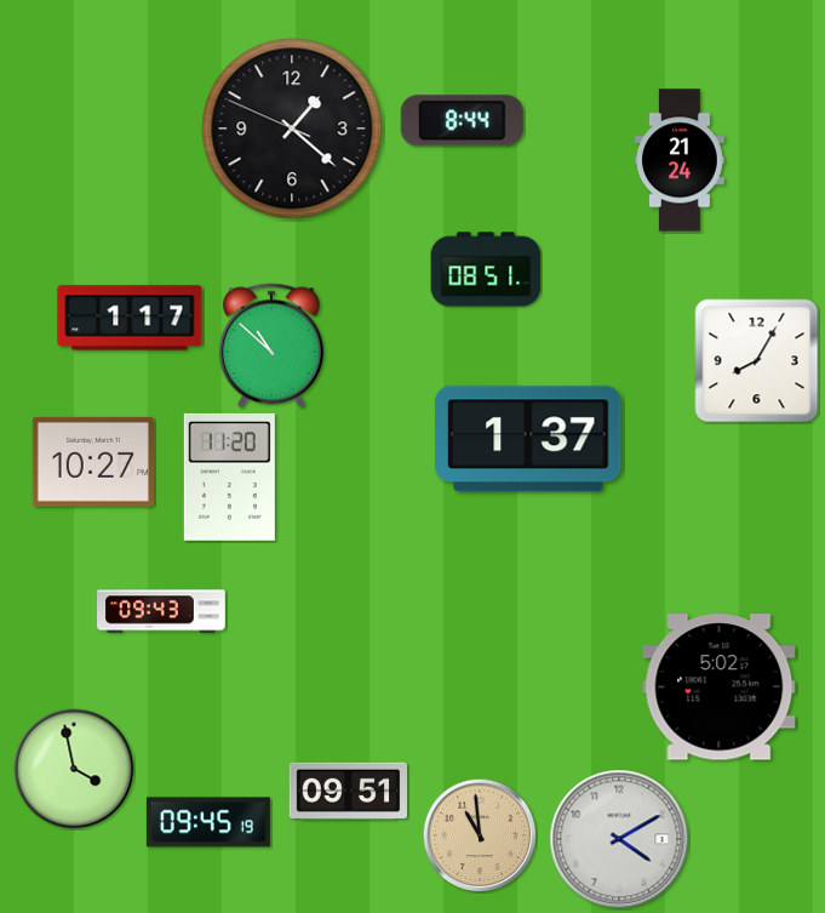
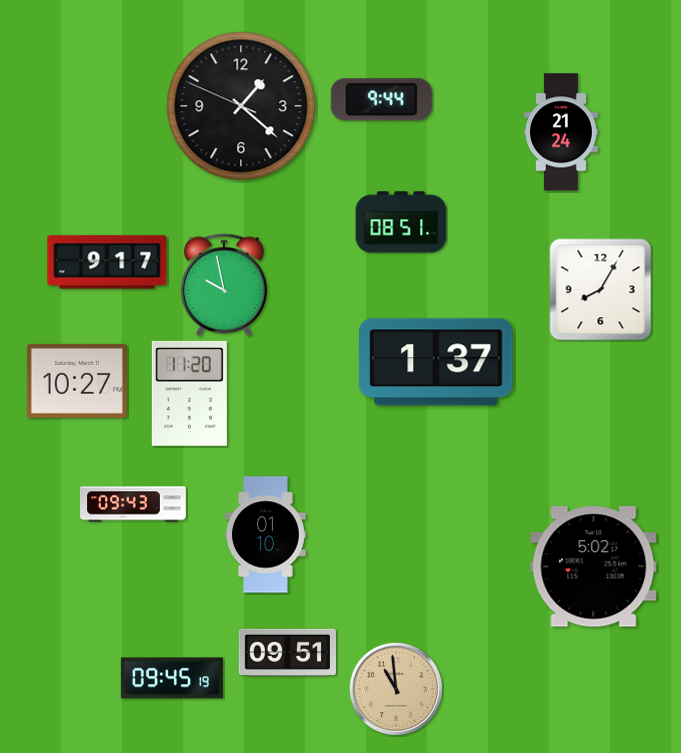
clock at (462, 121): 8:44 -> 9:44
clock at (130, 318): 1:17 -> 9:17
clock at (271, 346): 10:52 -> 9:58
clock at (757, 361) position: (757, 361) -> (601, 290)
clock at (266, 535): none -> 01:10
clock at (74, 769): 3:58 -> none
clock at (619, 839): 4:10 -> none
